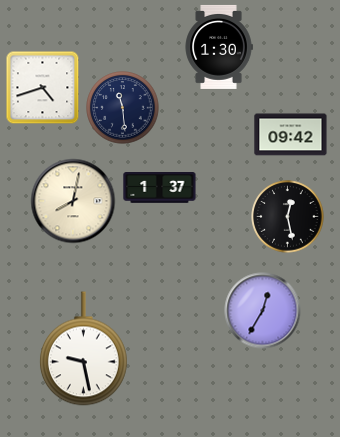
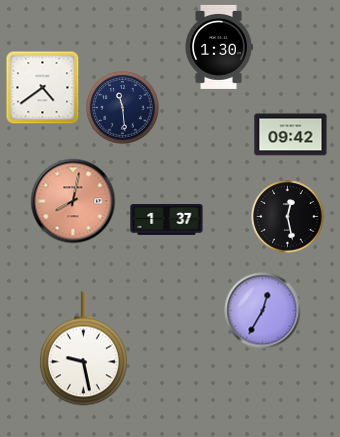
clock at (43, 88): 4:42 -> 4:39
clock at (160, 188) position: (160, 188) -> (167, 220)
clock at (73, 201) dial: cream -> salmon
